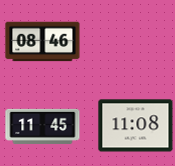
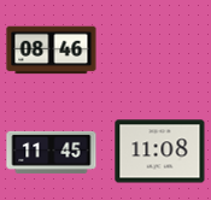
clock at (136, 126) position: (136, 126) -> (160, 152)
